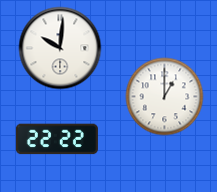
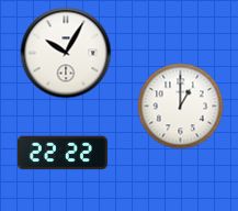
clock at (60, 48): 10:01 -> 10:05
